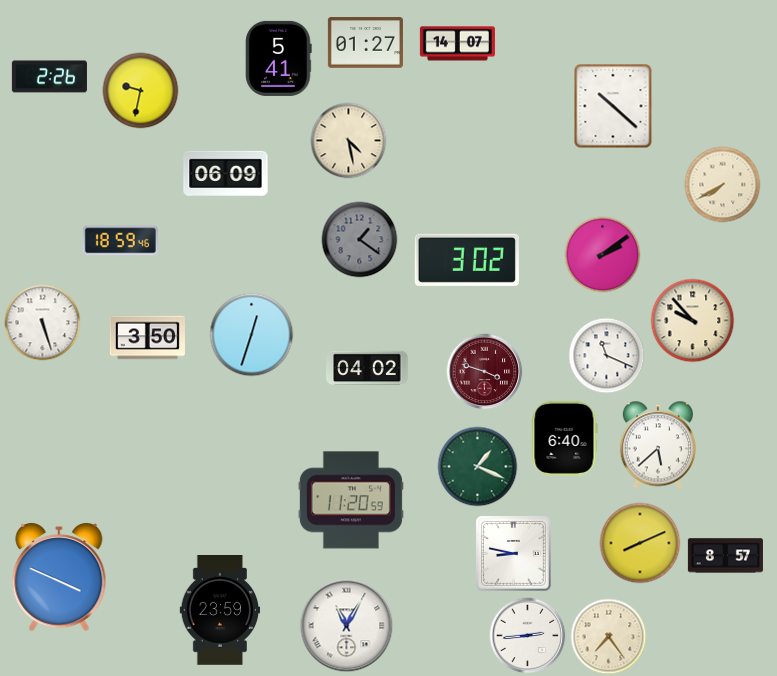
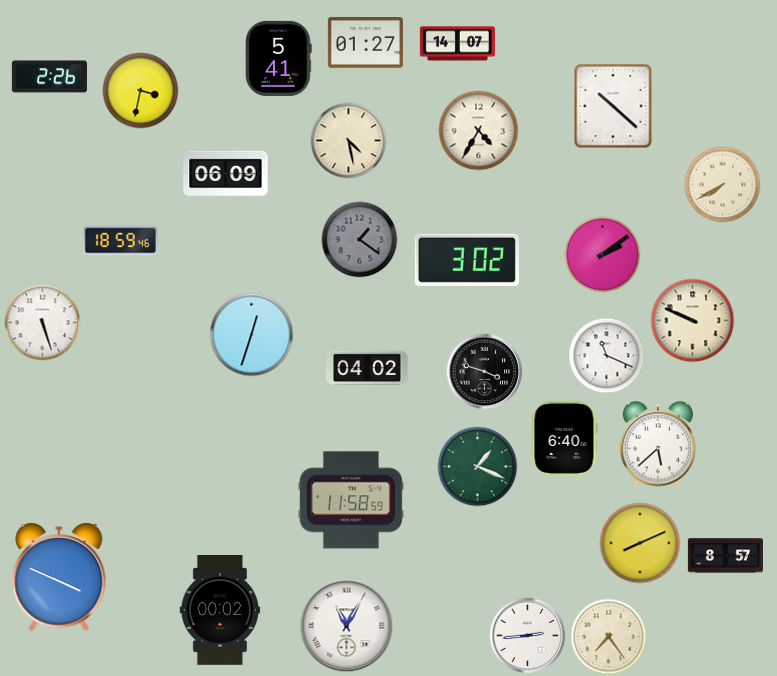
clock at (141, 91): 9:32 -> 3:32
clock at (479, 131): none -> 4:35
clock at (693, 321): 9:53 -> 9:49
clock at (147, 338): 3:50 -> none
clock at (485, 372) dial: burgundy -> black
clock at (351, 500): 11:20 -> 11:58
clock at (514, 554): 8:47 -> none
clock at (220, 611): 23:59 -> 00:02
